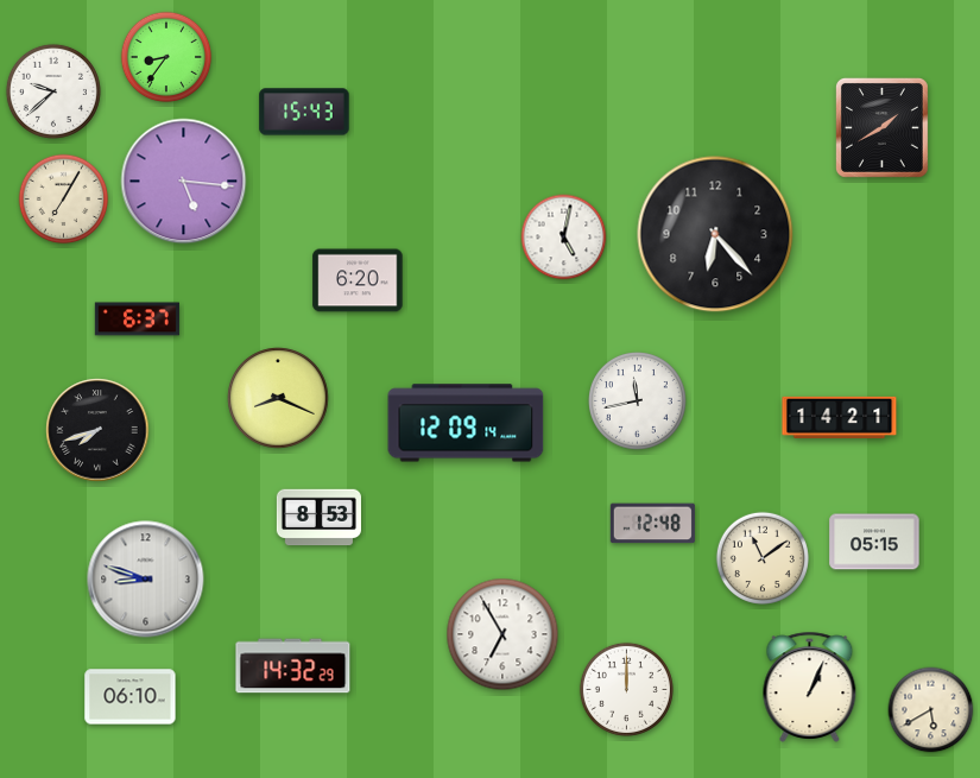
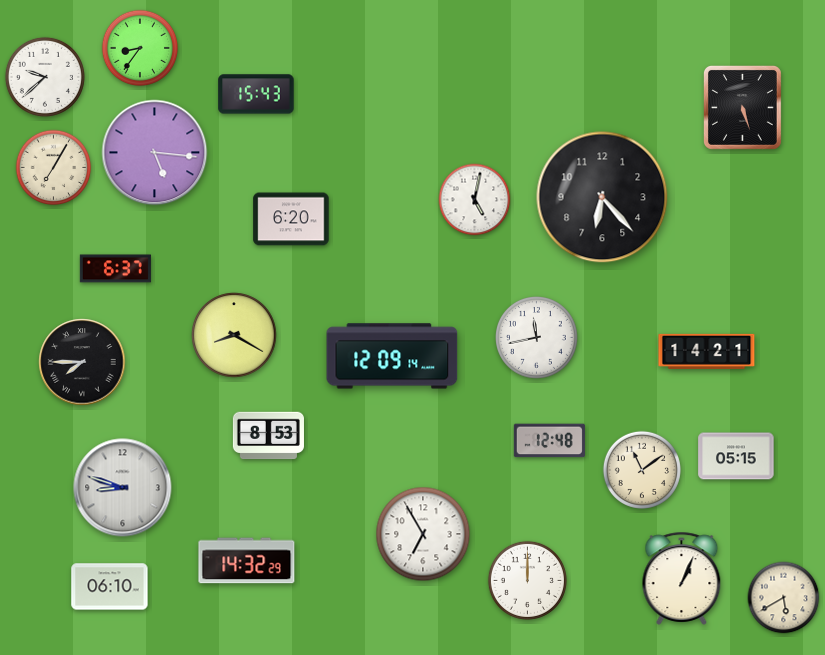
clock at (881, 127): 1:40 -> 5:27
clock at (358, 280) position: (358, 280) -> (291, 219)
clock at (278, 398): 8:19 -> 8:20
clock at (97, 430): 7:42 -> 7:45
